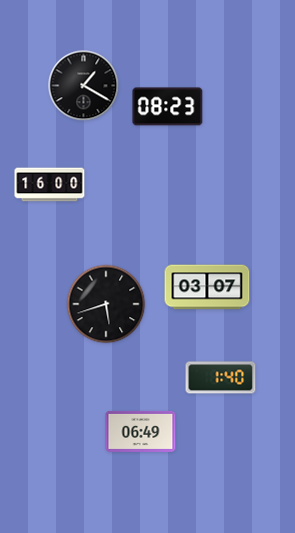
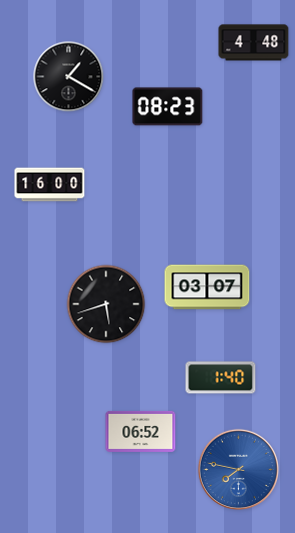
clock at (254, 43): none -> 4:48
clock at (84, 86) position: (84, 86) -> (69, 77)
clock at (141, 431): 06:49 -> 06:52
clock at (238, 469): none -> 7:47
